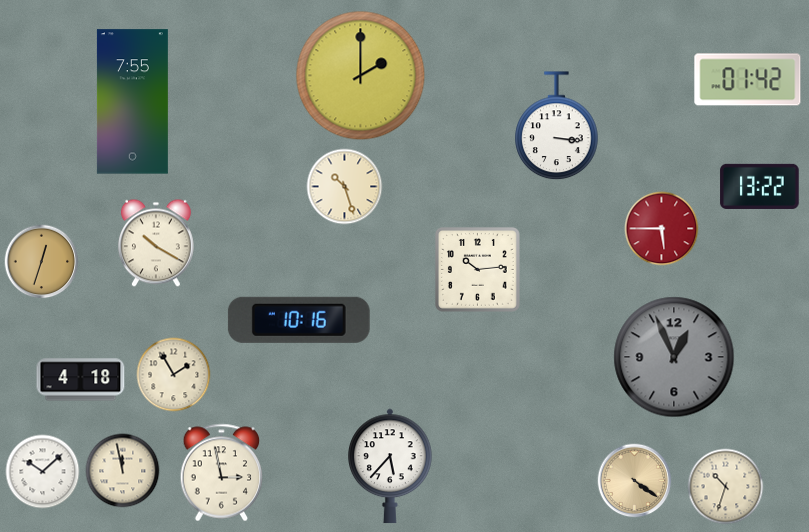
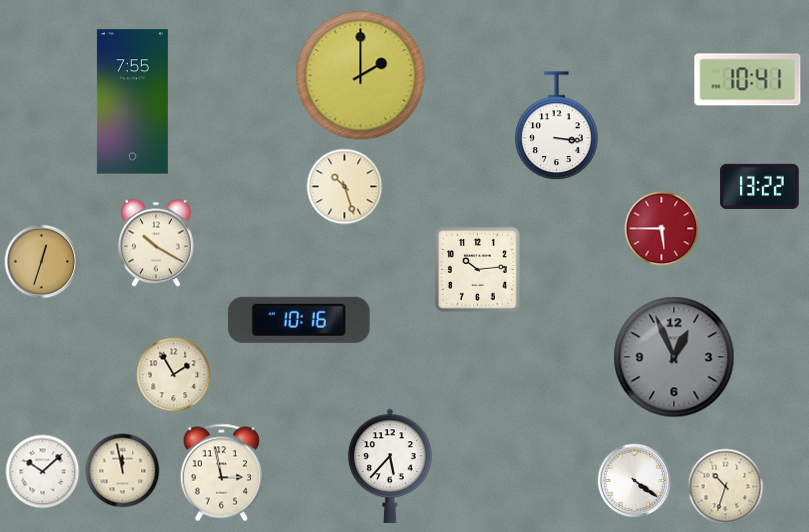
clock at (748, 80): 01:42 -> 10:41
clock at (81, 380): 4:18 -> none
clock at (635, 481) dial: champagne -> white
